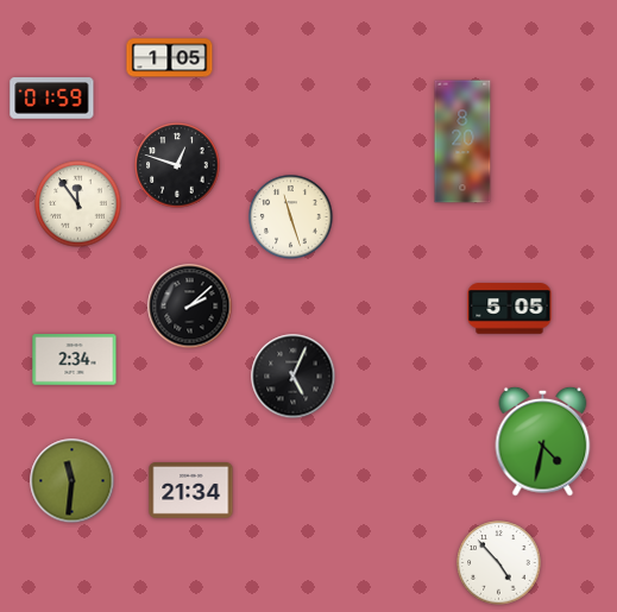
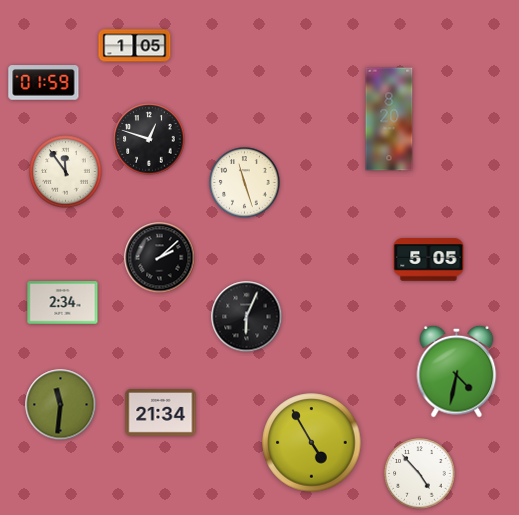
clock at (170, 58) position: (170, 58) -> (135, 46)
clock at (294, 377): 5:04 -> 6:04
clock at (312, 443): none -> 4:55
